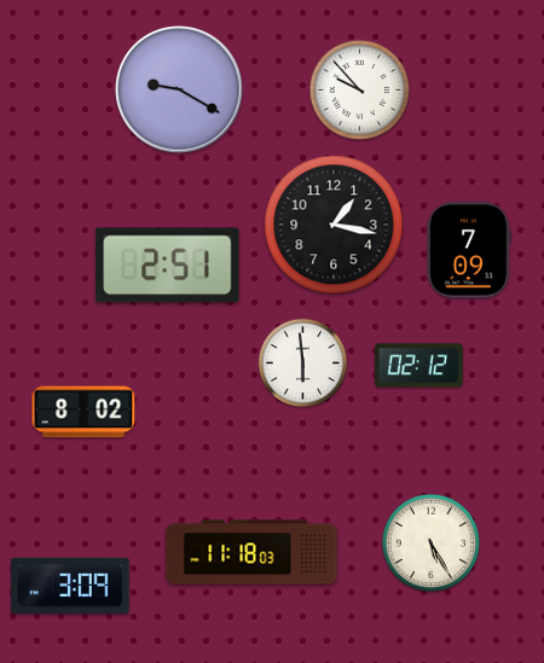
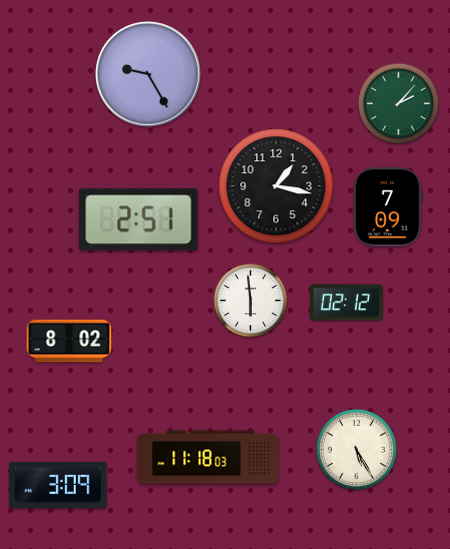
clock at (179, 89): 9:20 -> 9:25
clock at (359, 89): 9:53 -> none
clock at (398, 103): none -> 2:07
